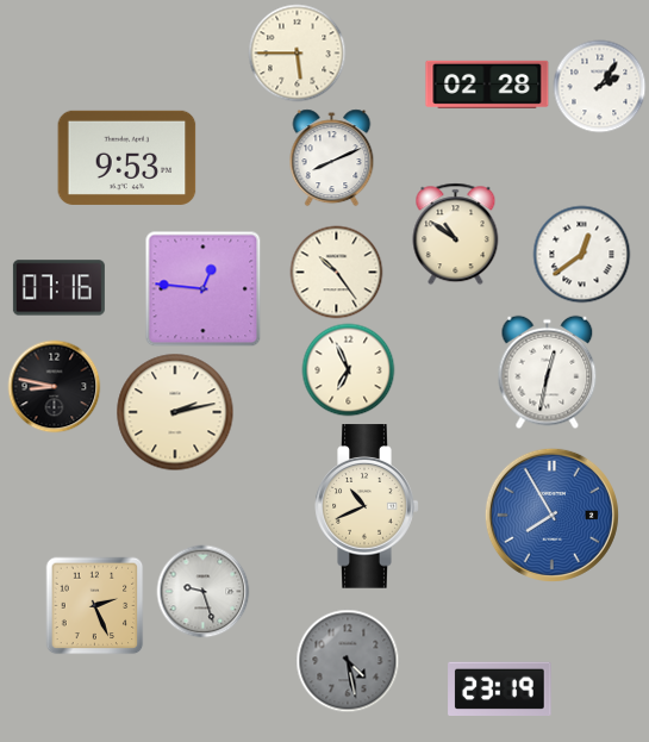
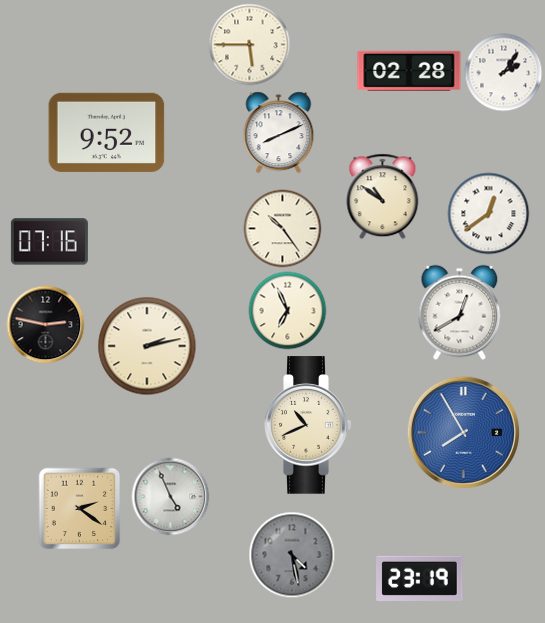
clock at (127, 157): 9:53 -> 9:52
clock at (202, 288): 12:46 -> none
clock at (348, 369) position: (348, 369) -> (287, 310)
clock at (548, 372): 12:32 -> 12:40
clock at (54, 386): 8:47 -> 2:47
clock at (202, 591): 9:27 -> 4:56
clock at (94, 605): 2:26 -> 2:21
